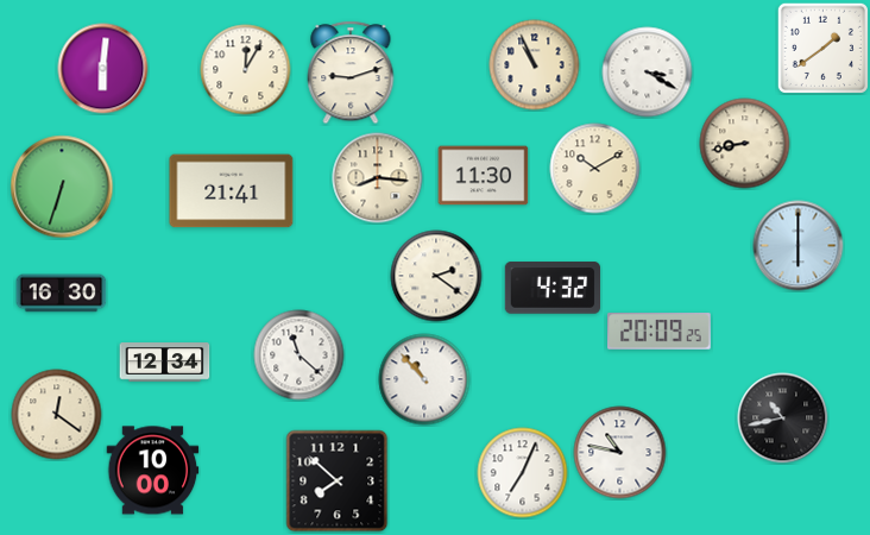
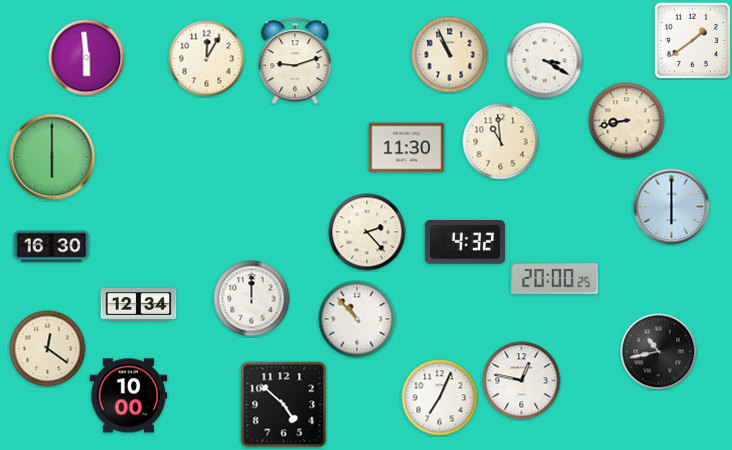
clock at (103, 69): 6:01 -> 5:59
clock at (595, 169): 10:10 -> 10:59
clock at (378, 178): 8:16 -> none
clock at (62, 187): 6:33 -> 6:00
clock at (232, 191): 21:41 -> none
clock at (436, 276): 2:21 -> 2:23
clock at (660, 332): 20:09 -> 20:00
clock at (300, 355): 11:22 -> 12:00
clock at (620, 453): 10:47 -> 12:47
clock at (338, 481): 7:52 -> 4:52
